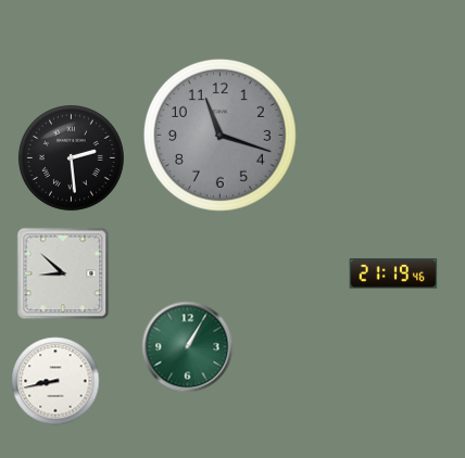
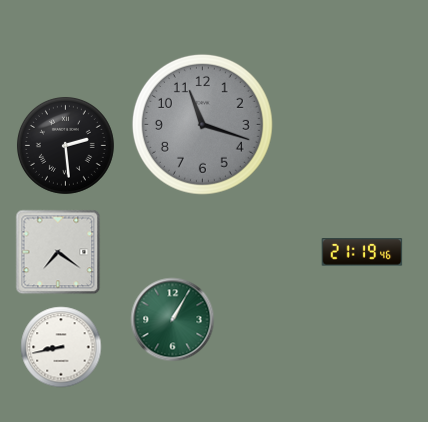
clock at (63, 273): 8:52 -> 7:21
clock at (55, 381) position: (55, 381) -> (61, 347)
